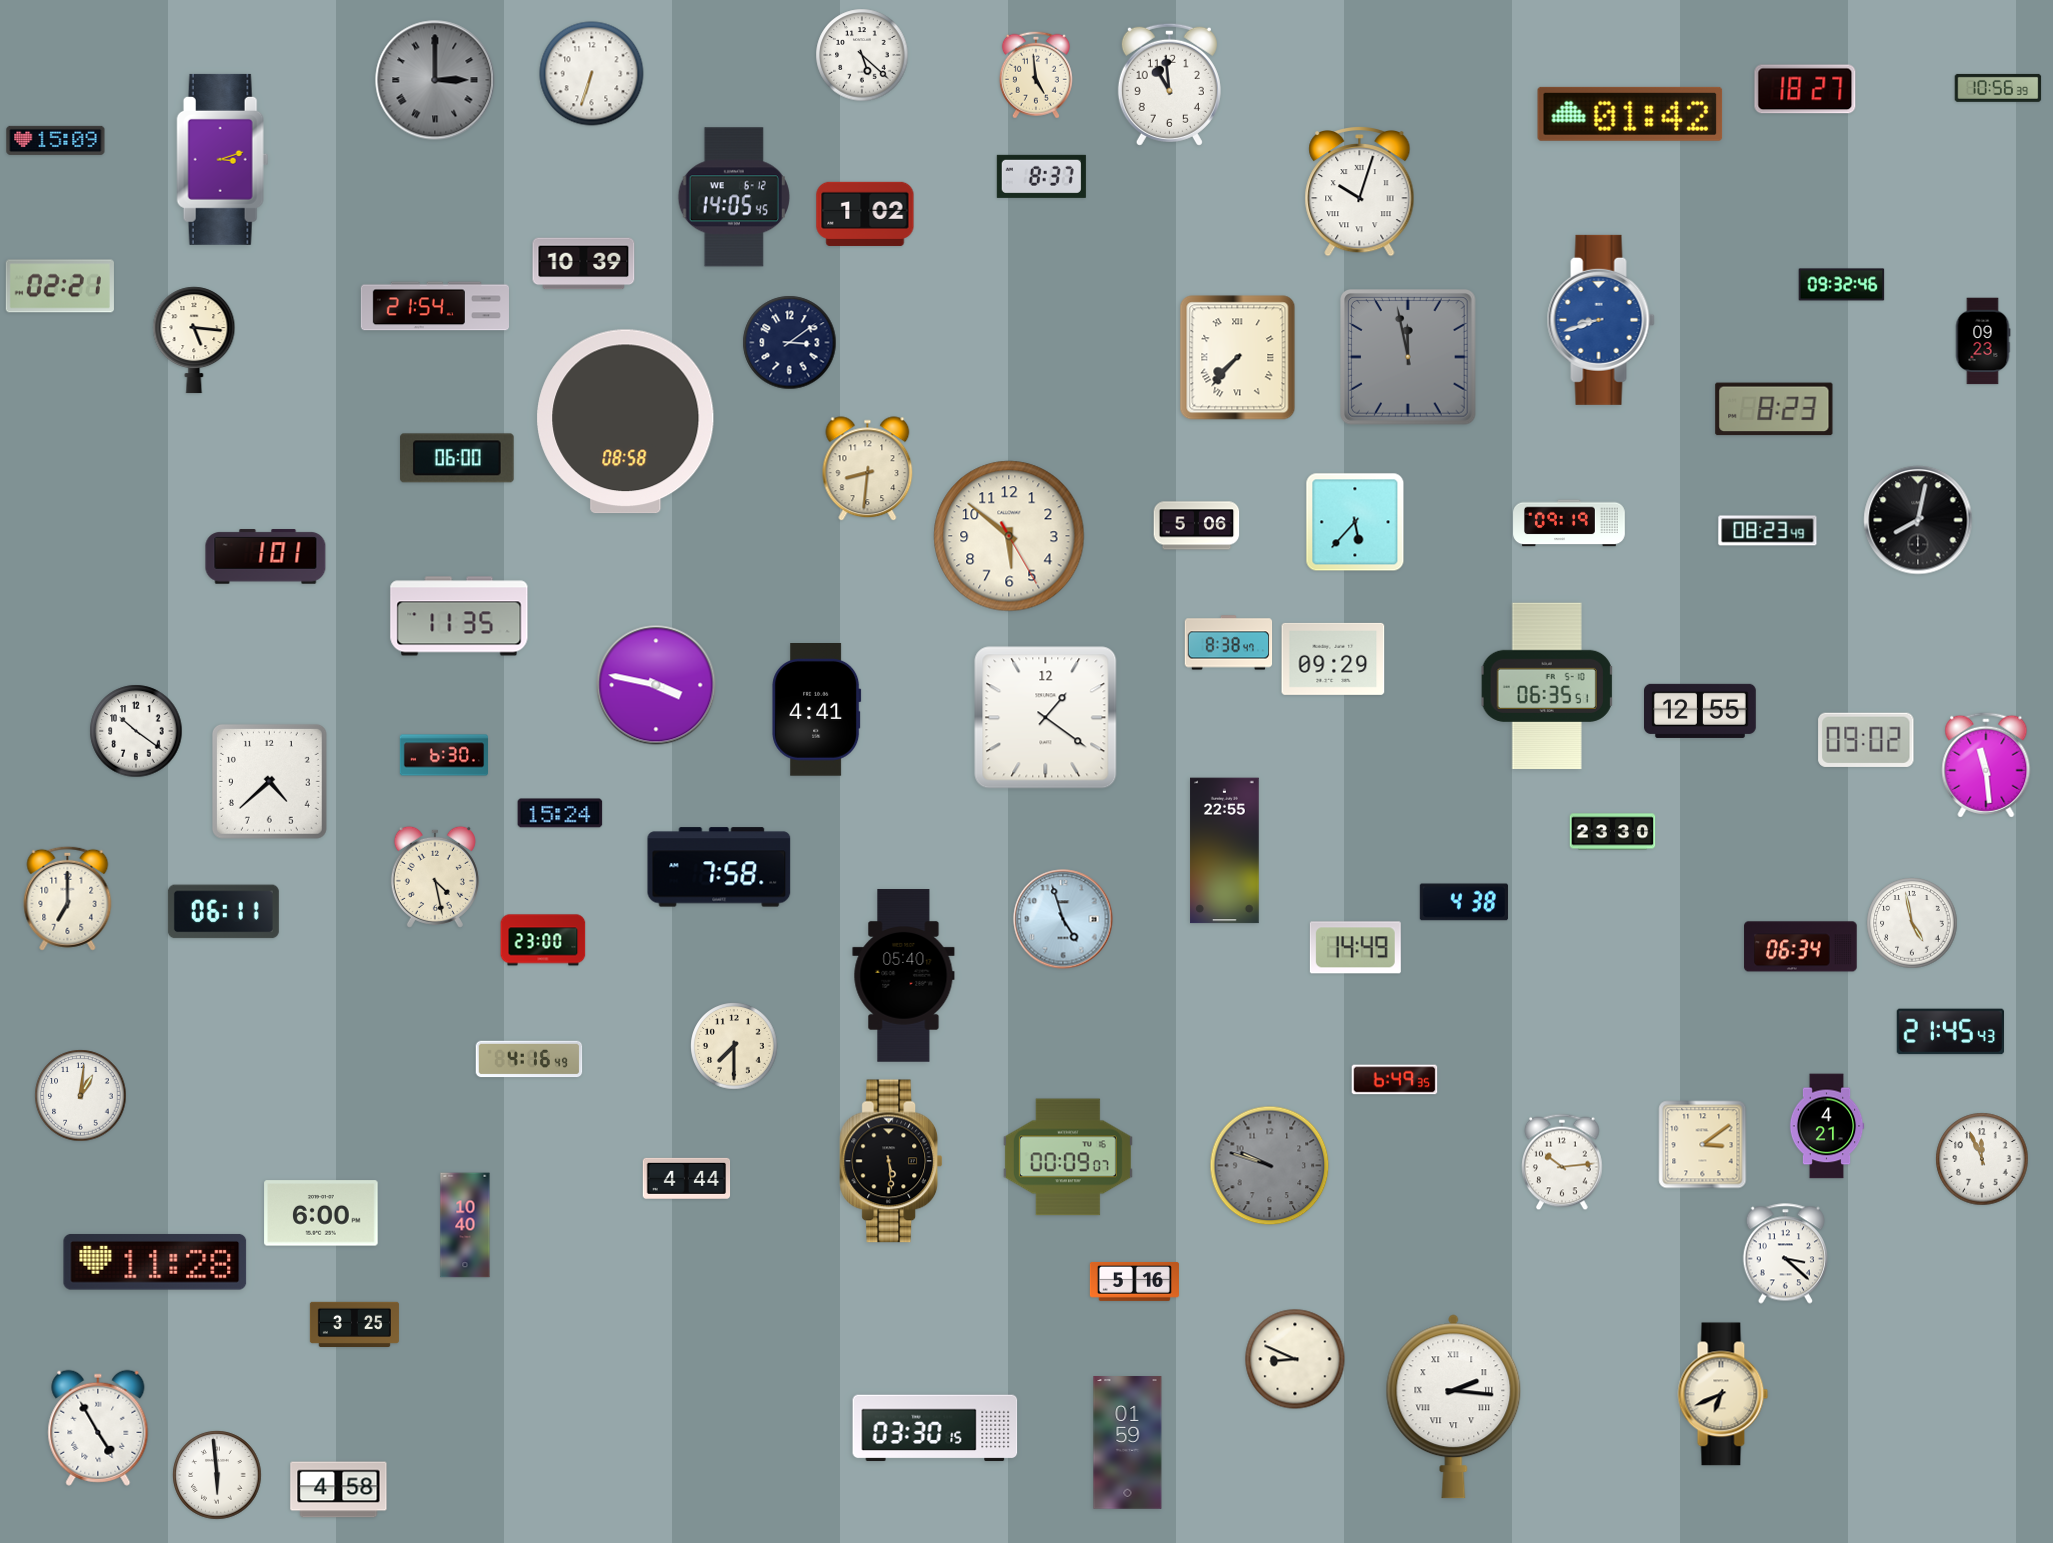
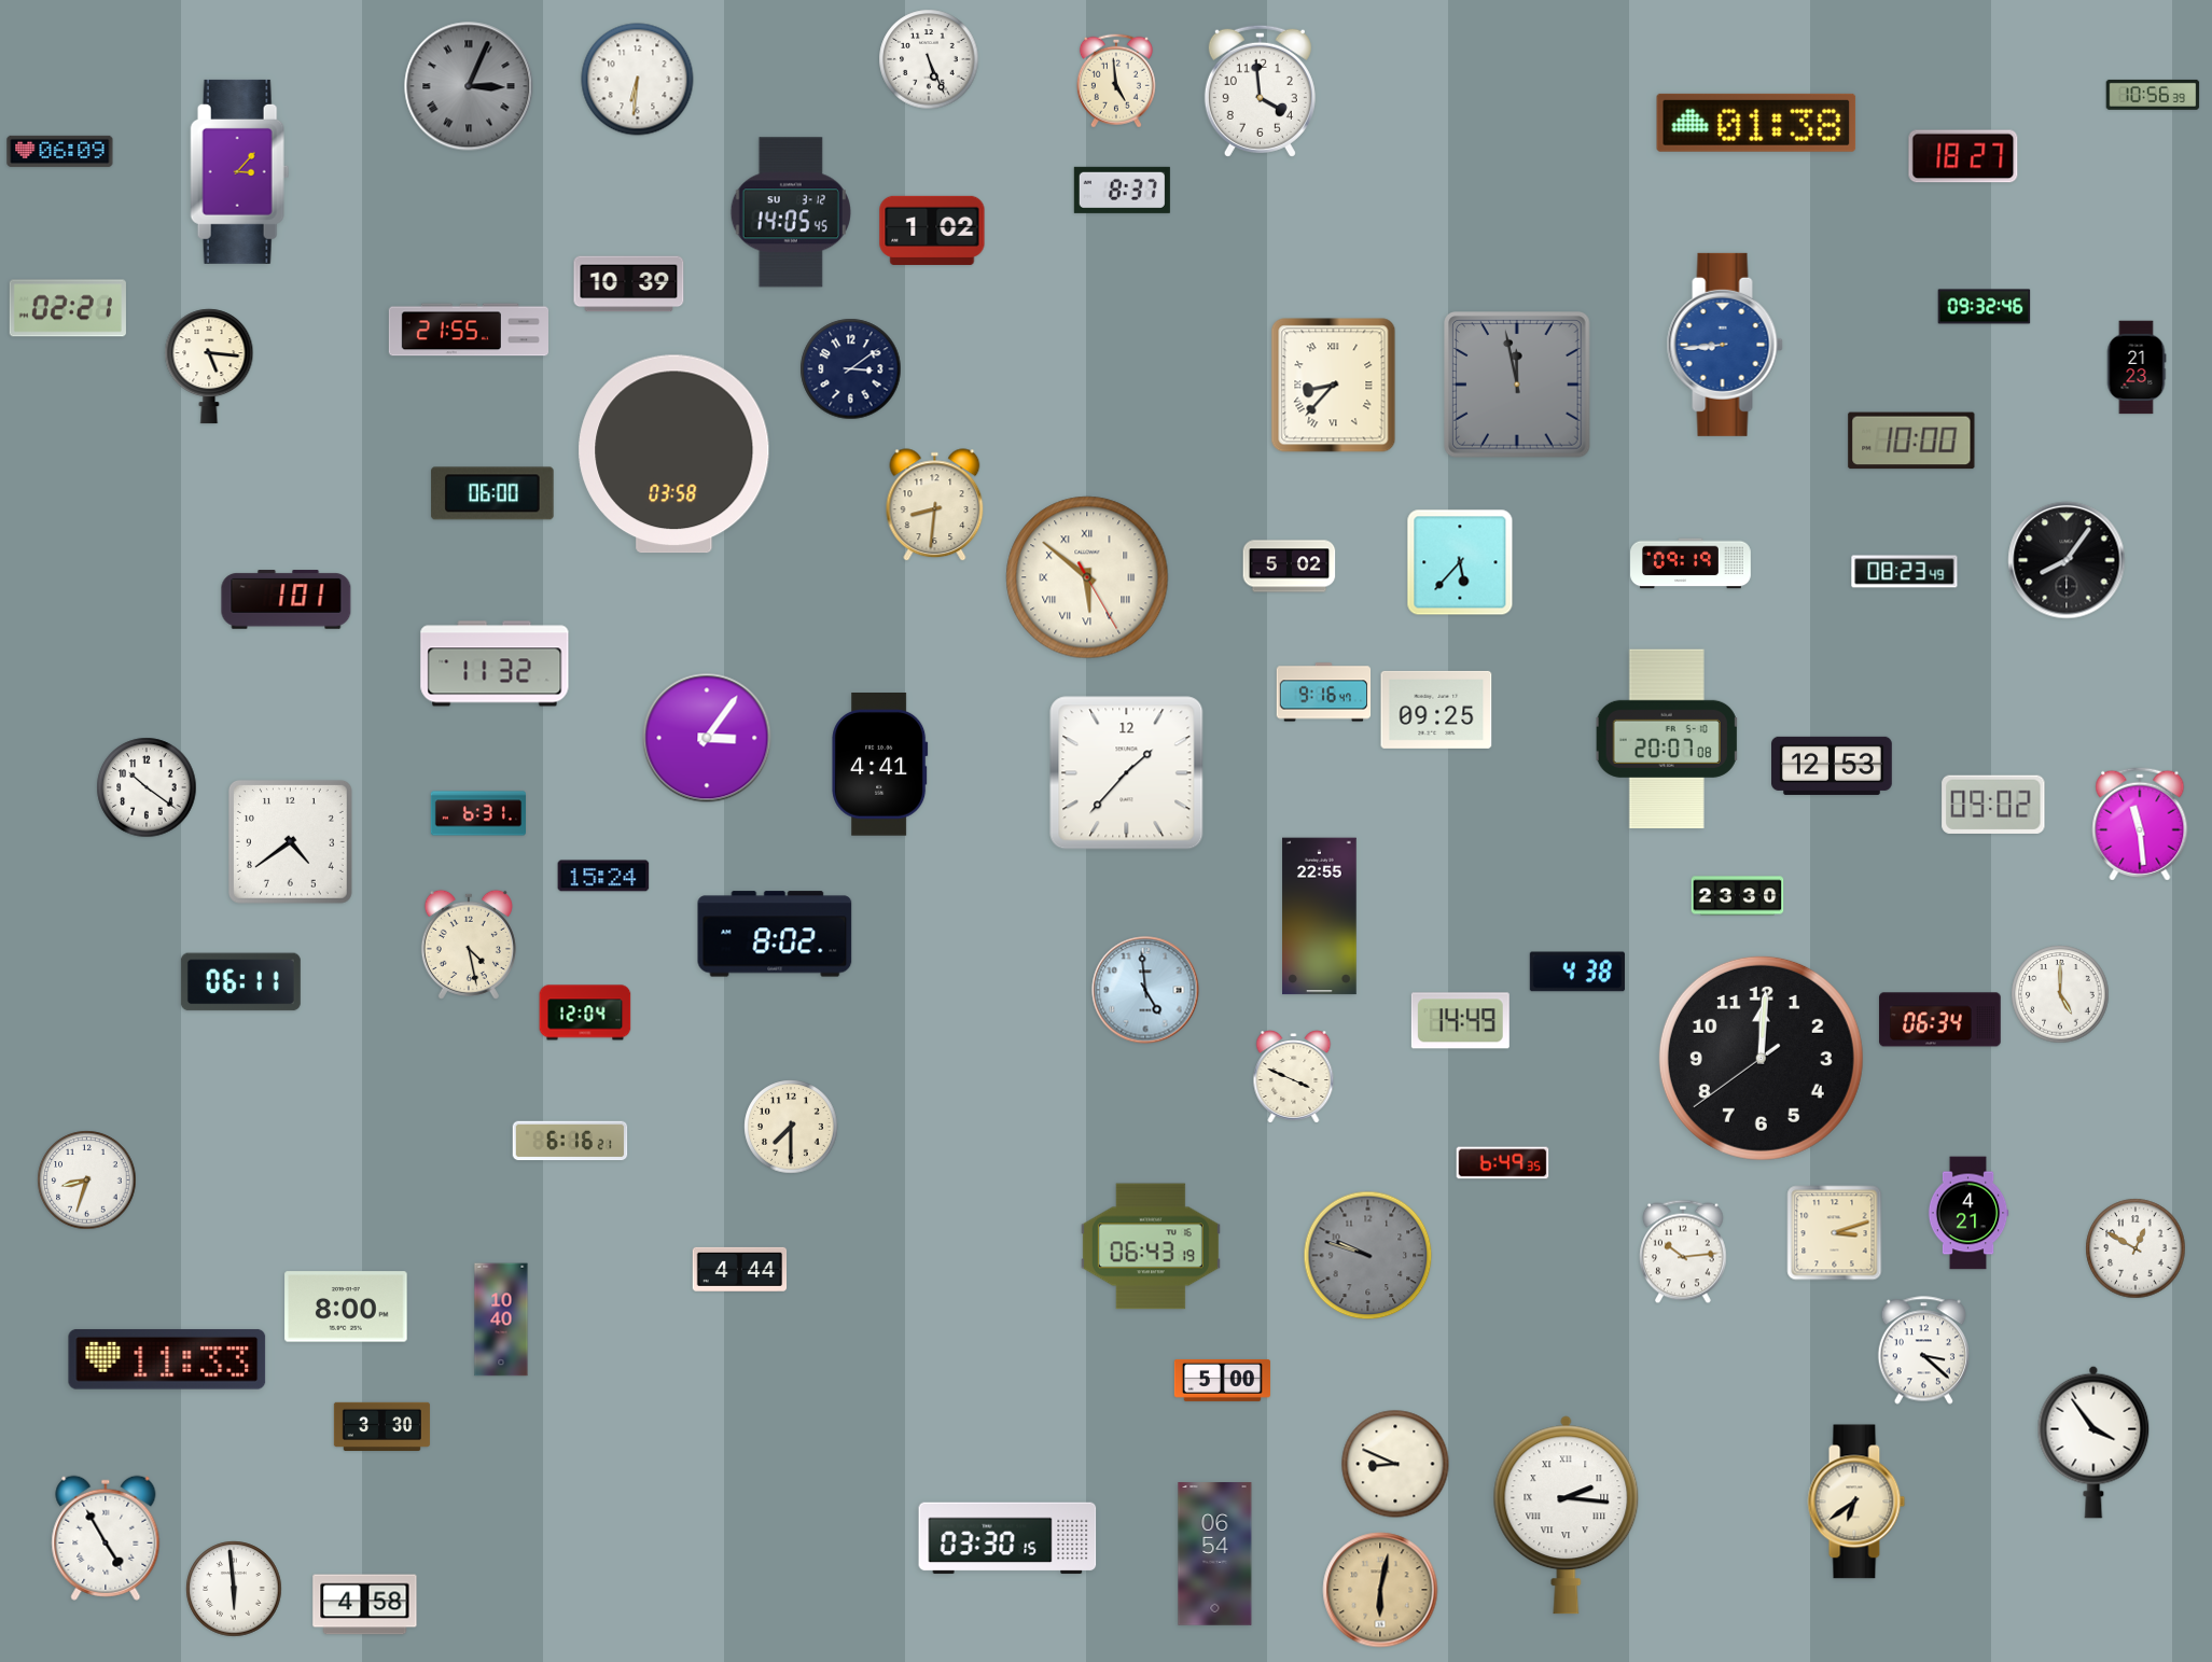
clock at (862, 55): 5:22 -> 5:26
clock at (592, 74): 6:33 -> 6:31
clock at (435, 80): 3:00 -> 3:04
clock at (1169, 84): 10:59 -> 3:59
clock at (1805, 89) position: (1805, 89) -> (1963, 156)
clock at (1630, 114): 01:42 -> 01:38
clock at (56, 140): 15:09 -> 06:09
clock at (223, 159): 3:12 -> 3:07
clock at (1360, 191): 10:03 -> none
clock at (734, 197) date: WE 6-12 -> SU 3-12
clock at (60, 286) position: (60, 286) -> (68, 308)
clock at (434, 306): 21:54 -> 21:55
clock at (1601, 320): 8:42 -> 8:44
clock at (1983, 341): 09:23 -> 21:23
clock at (1238, 358): 7:37 -> 8:37
clock at (1774, 409): 8:23 -> 10:00
clock at (626, 422): 08:58 -> 03:58
clock at (1918, 520): 8:02 -> 8:06
clock at (1197, 526): 5:06 -> 5:02
clock at (1009, 536) numerals: Arabic -> Roman
clock at (459, 616): 11:35 -> 11:32
clock at (1229, 643): 8:38 -> 9:16
clock at (1333, 659): 09:29 -> 09:25
clock at (656, 685): 3:47 -> 3:06
clock at (1547, 686): 06:35 -> 20:07
clock at (1701, 711): 12:55 -> 12:53
clock at (1046, 718): 1:21 -> 1:37
clock at (1866, 740) position: (1866, 740) -> (1993, 805)
clock at (443, 755): 6:30 -> 6:31
clock at (269, 781): 4:38 -> 4:39
clock at (719, 867): 7:58 -> 8:02
clock at (68, 898): 7:00 -> none
clock at (1063, 919): 4:57 -> 4:59
clock at (1912, 923): 4:58 -> 5:00
clock at (543, 940): 23:00 -> 12:04
clock at (904, 976): 05:40 -> none
clock at (1761, 1058): none -> 12:00
clock at (1294, 1077): none -> 3:49
clock at (1950, 1032): 21:45 -> none
clock at (529, 1059): 4:16 -> 6:16
clock at (81, 1096): 1:01 -> 8:33
clock at (1703, 1145): 3:09 -> 3:12
clock at (1068, 1157): 00:09 -> 06:43
clock at (1982, 1159): 11:56 -> 12:50
clock at (891, 1161): 5:29 -> none
clock at (321, 1213): 6:00 -> 8:00
clock at (155, 1262): 11:28 -> 11:33
clock at (1134, 1281): 5:16 -> 5:00
clock at (354, 1324): 3:25 -> 3:30
clock at (2093, 1442): none -> 3:54
clock at (1723, 1394): 6:41 -> 6:39
clock at (1128, 1443): 01:59 -> 06:54
clock at (1380, 1590): none -> 6:02
